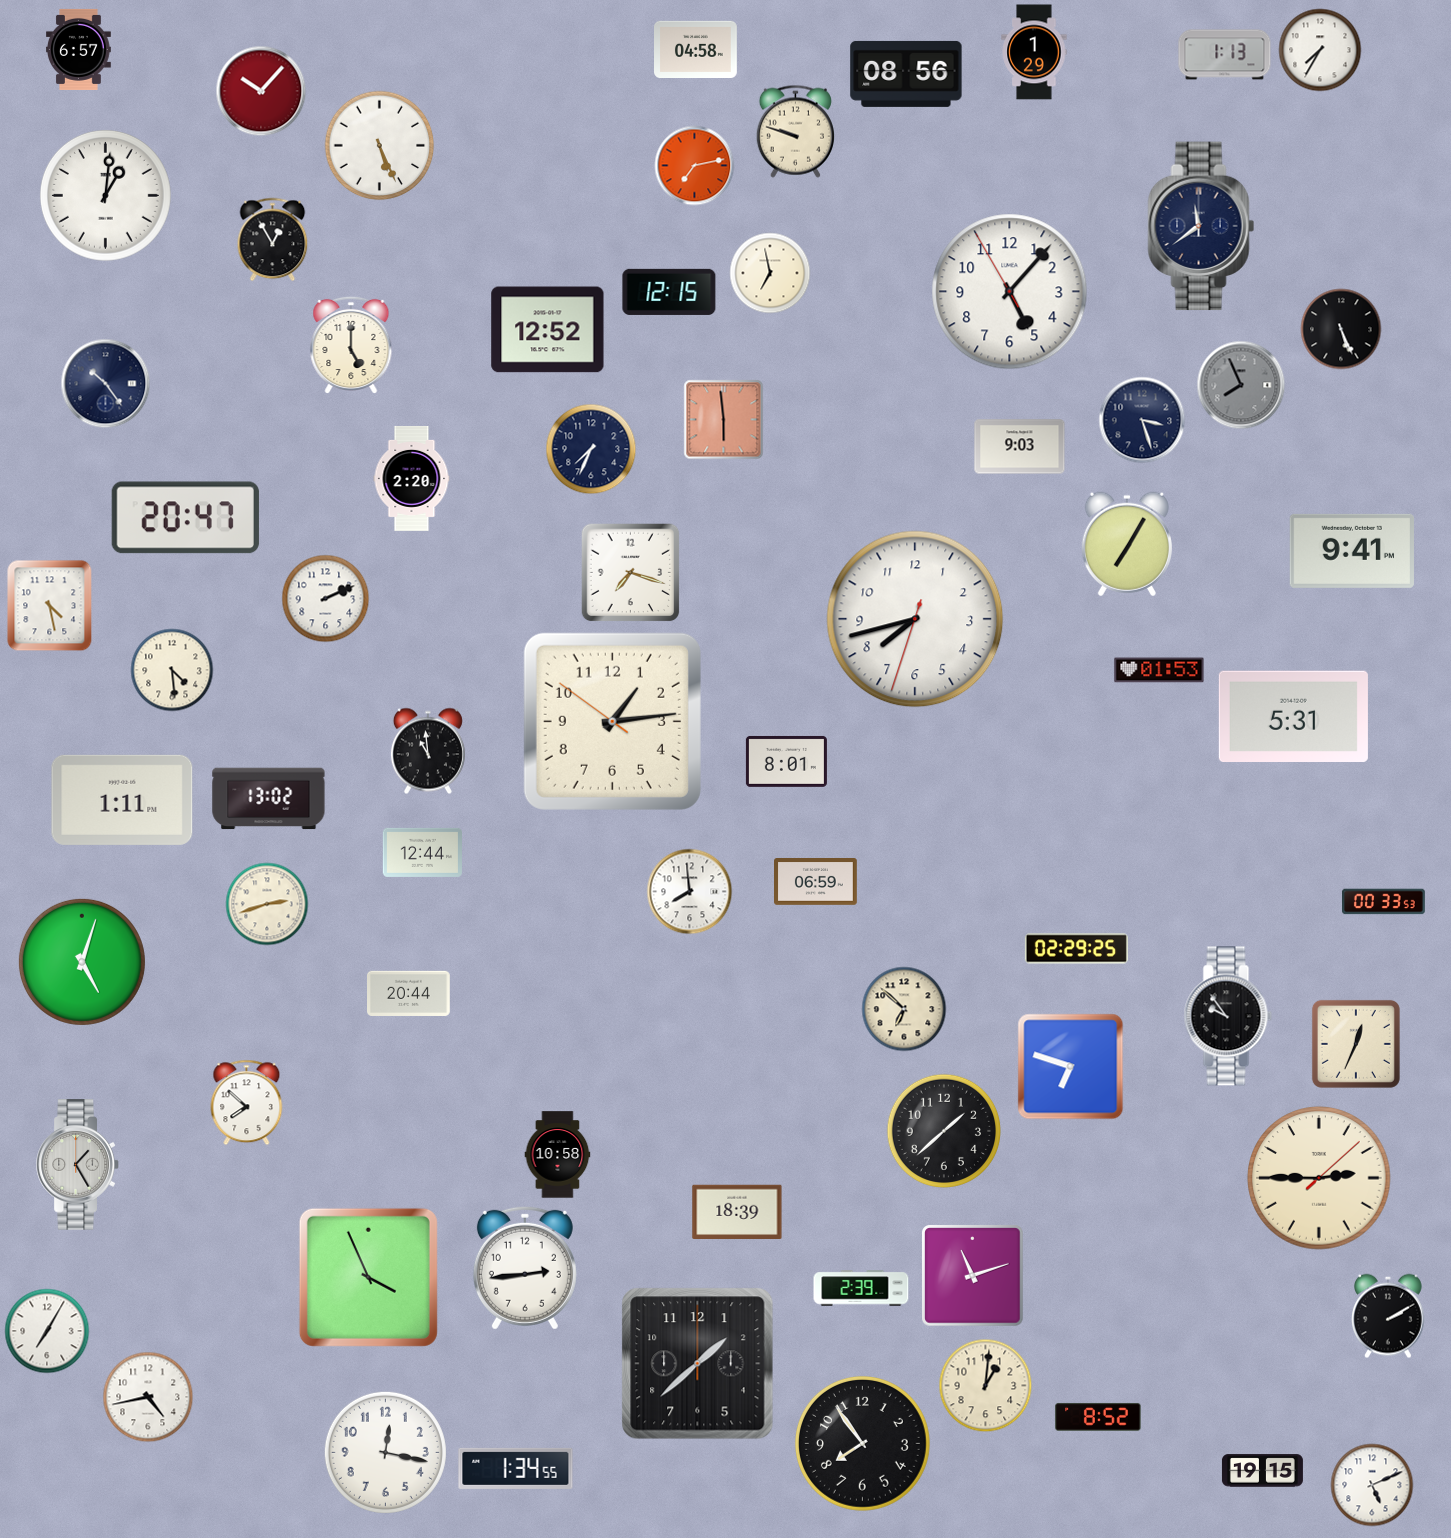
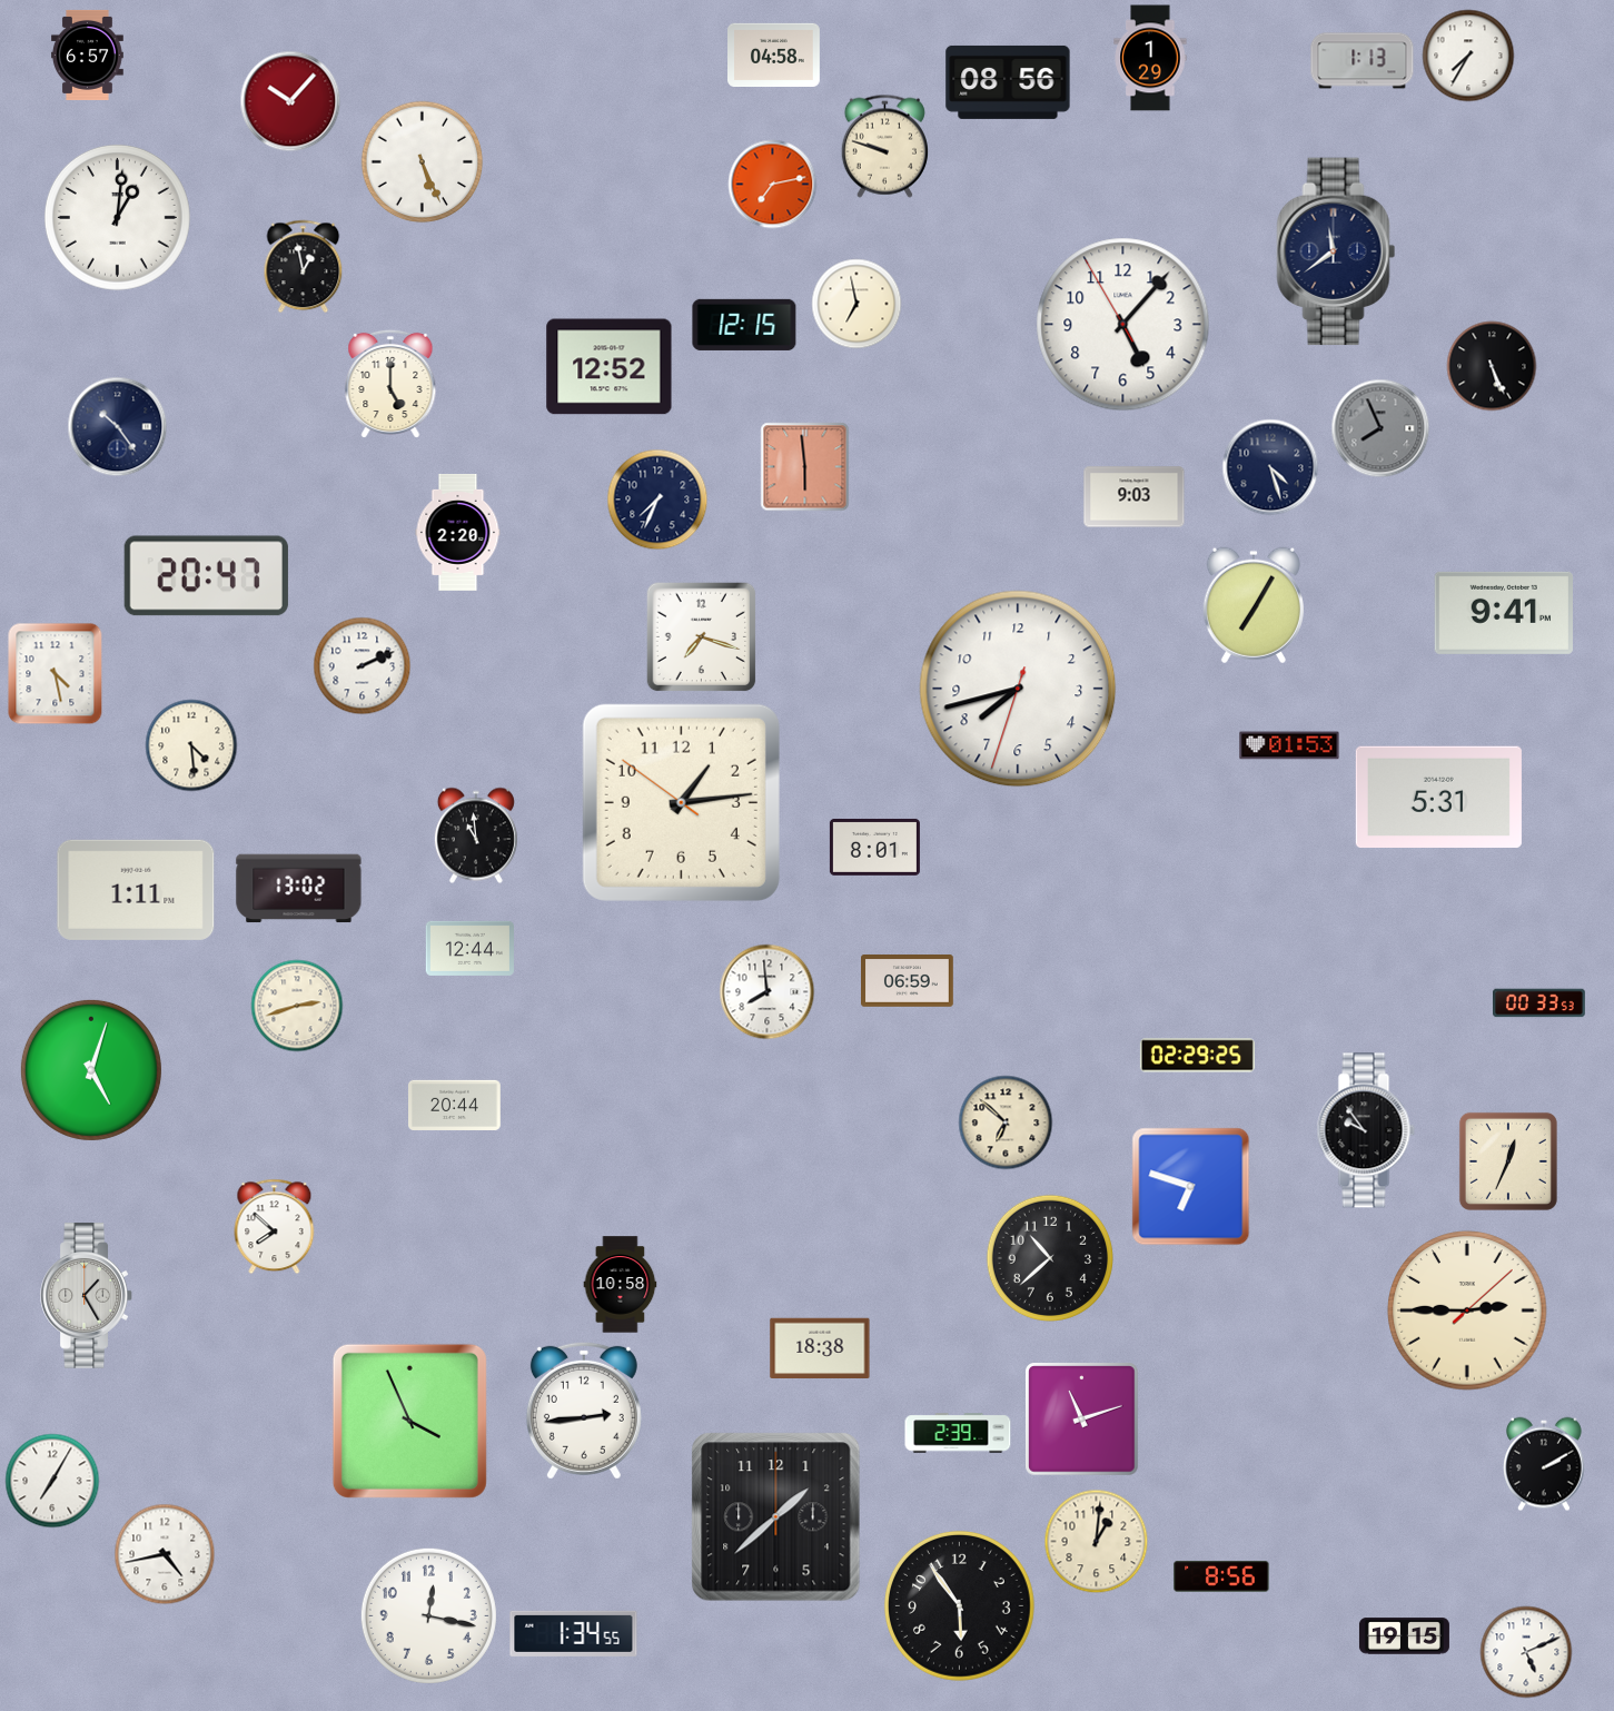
clock at (273, 240): 12:55 -> 12:58
clock at (1142, 420): 3:27 -> 4:27
clock at (943, 1130): 1:38 -> 10:38
clock at (737, 1211): 18:39 -> 18:38
clock at (1098, 1417): 8:52 -> 8:56
clock at (863, 1444): 7:54 -> 5:54
